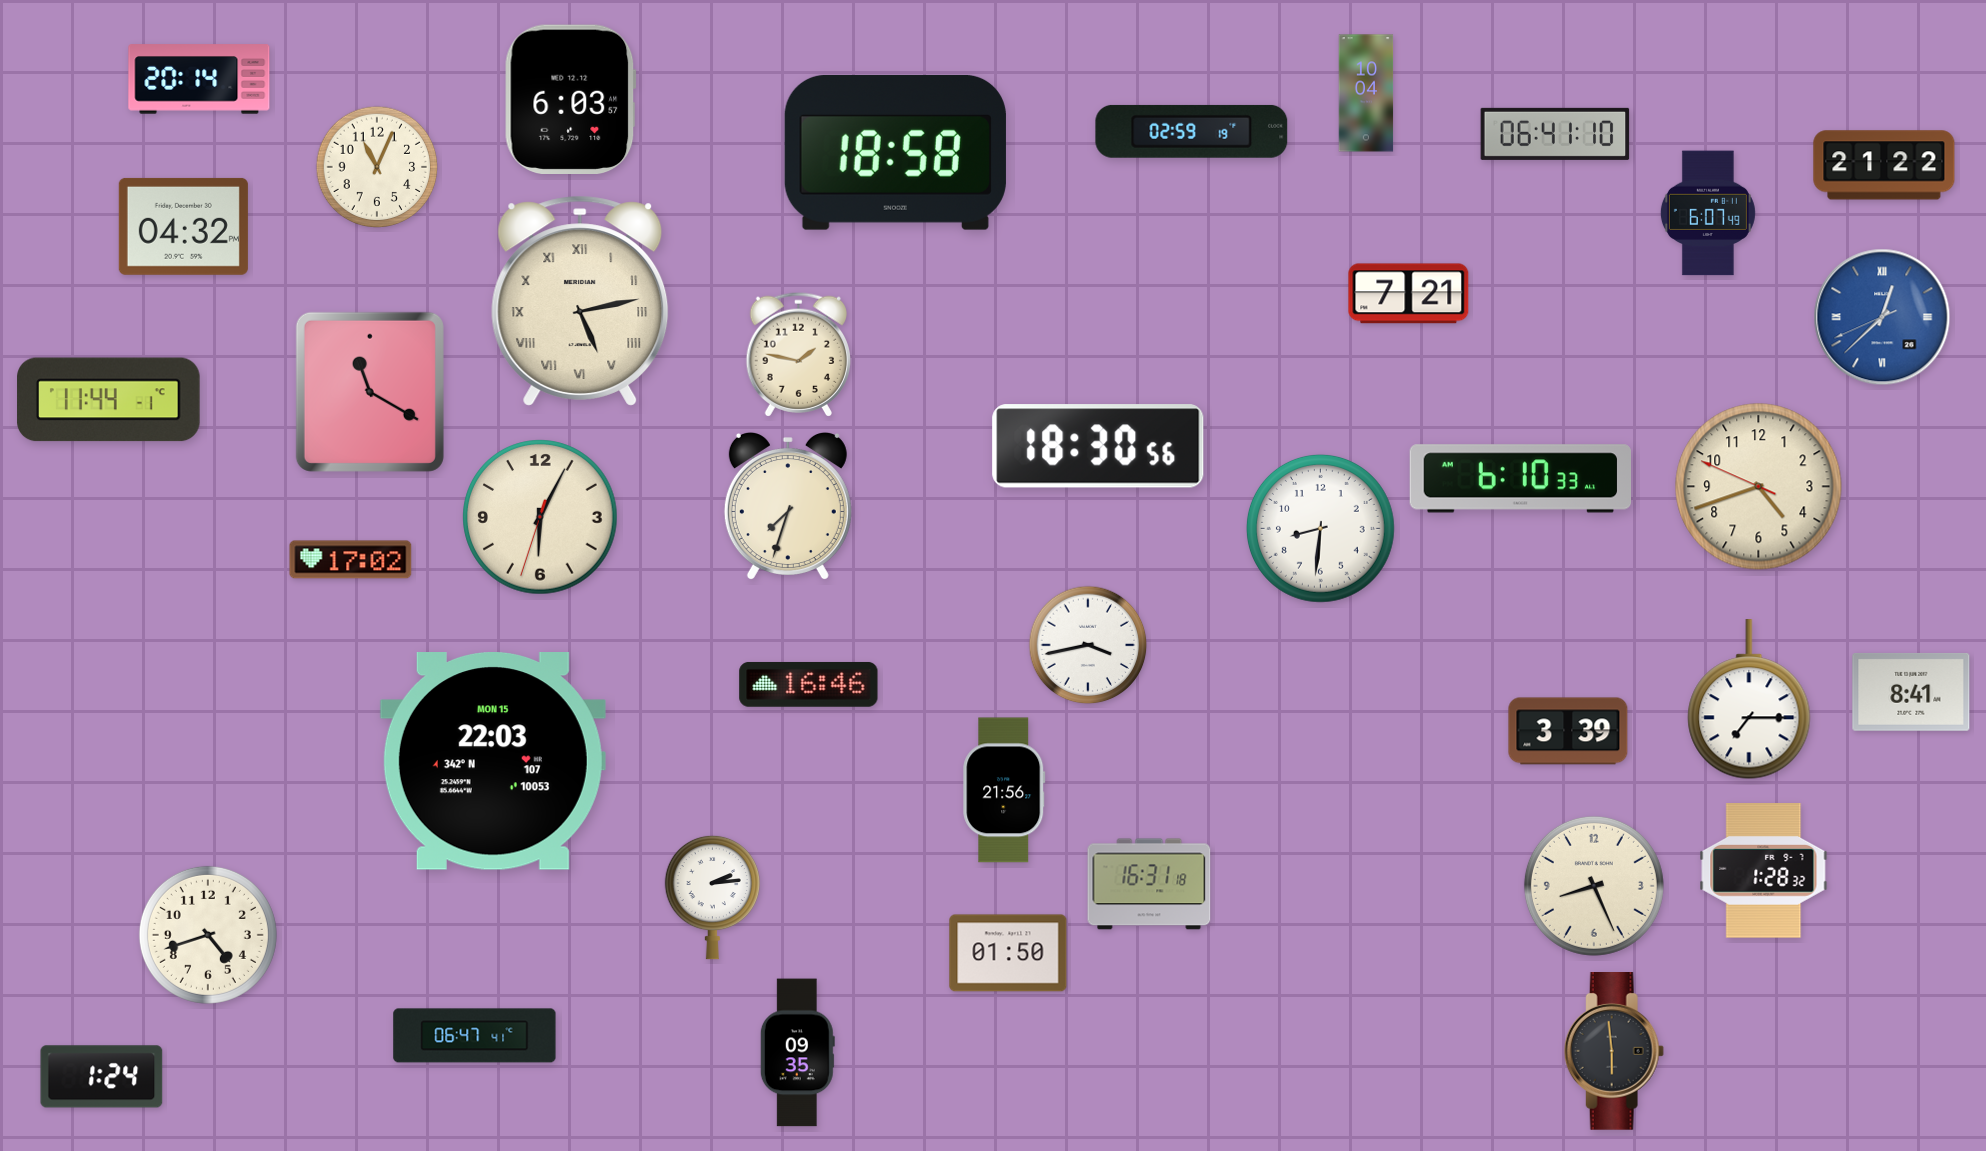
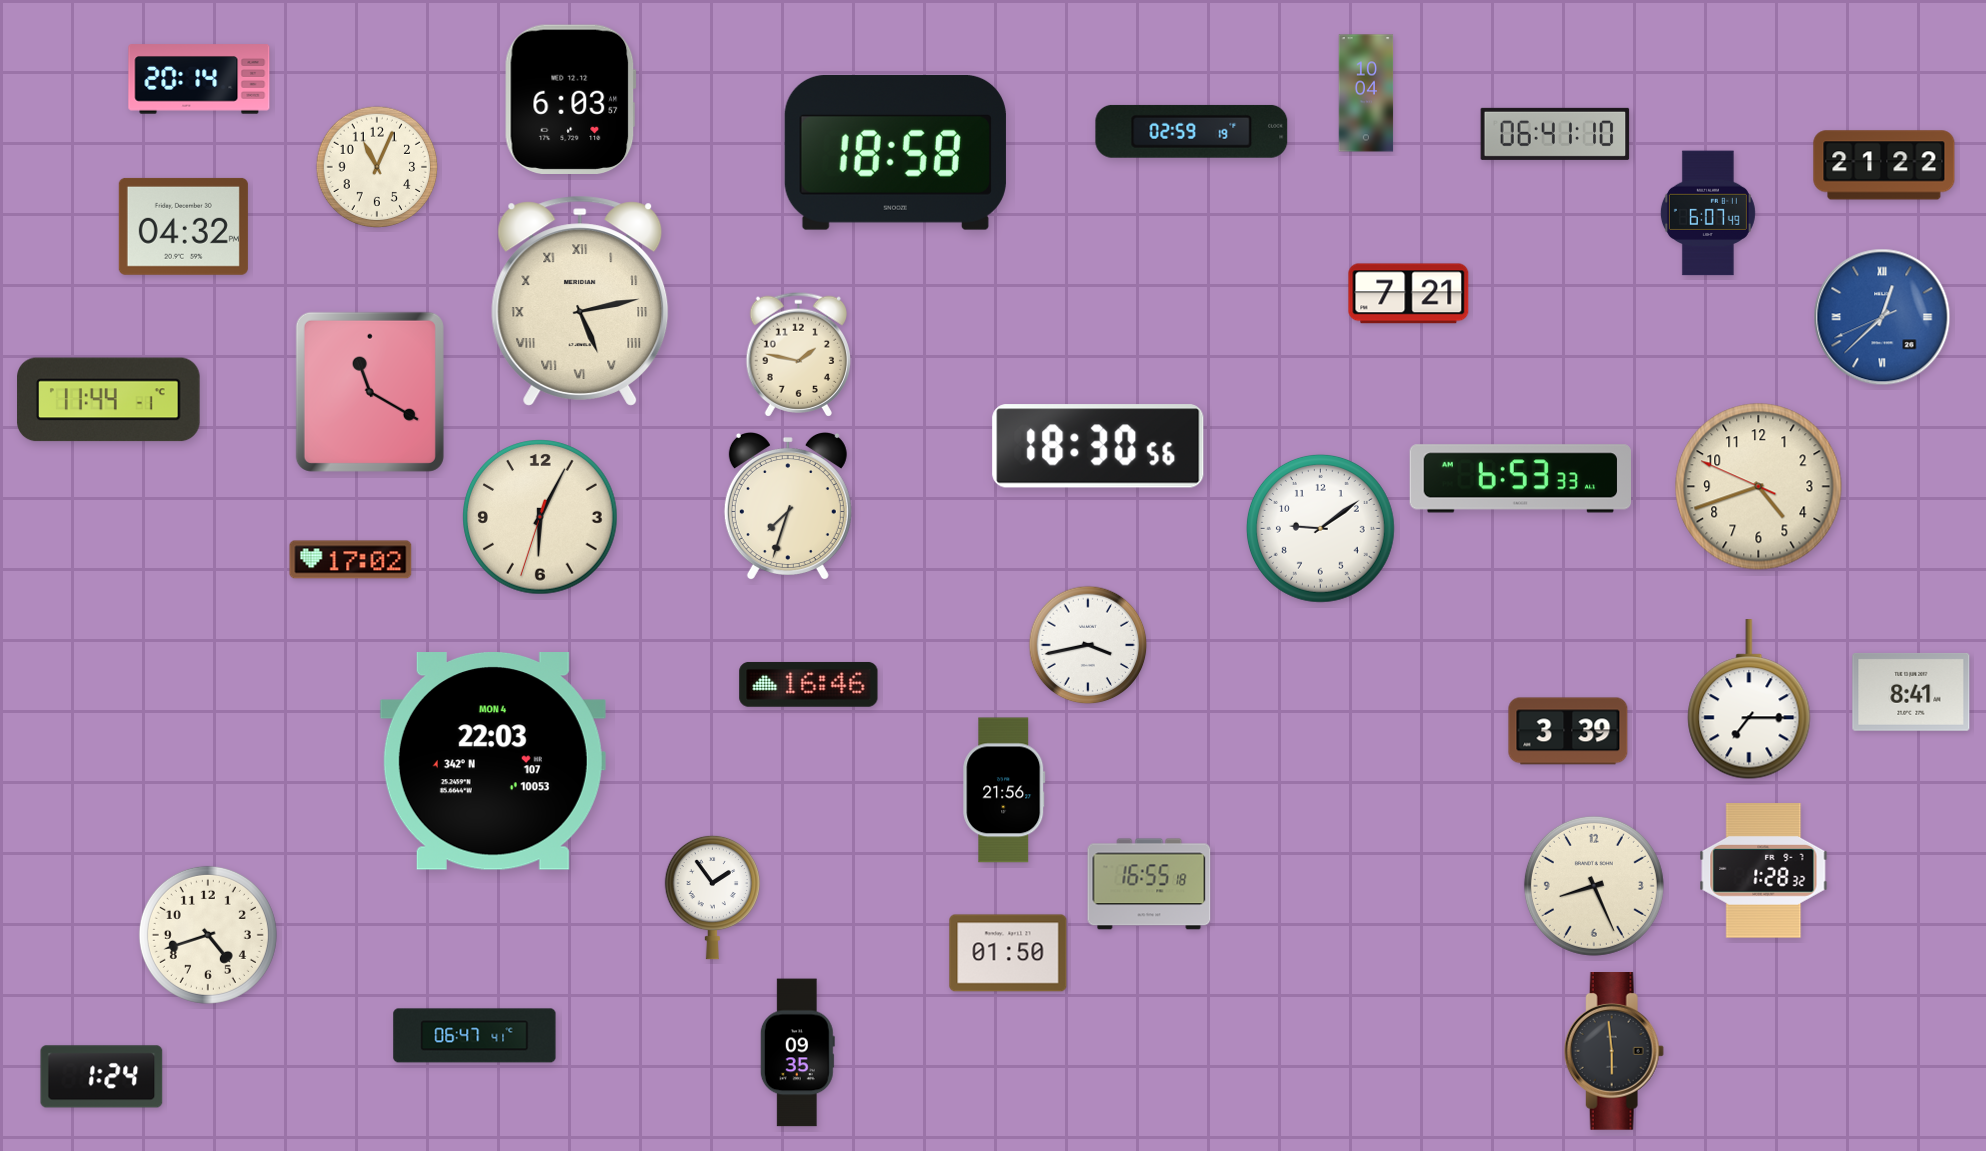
clock at (1520, 479): 6:10 -> 6:53
clock at (1320, 528): 8:31 -> 9:09
clock at (493, 762) date: MON 15 -> MON 4
clock at (1149, 884): 16:31 -> 16:55
clock at (712, 897): 2:14 -> 1:54
